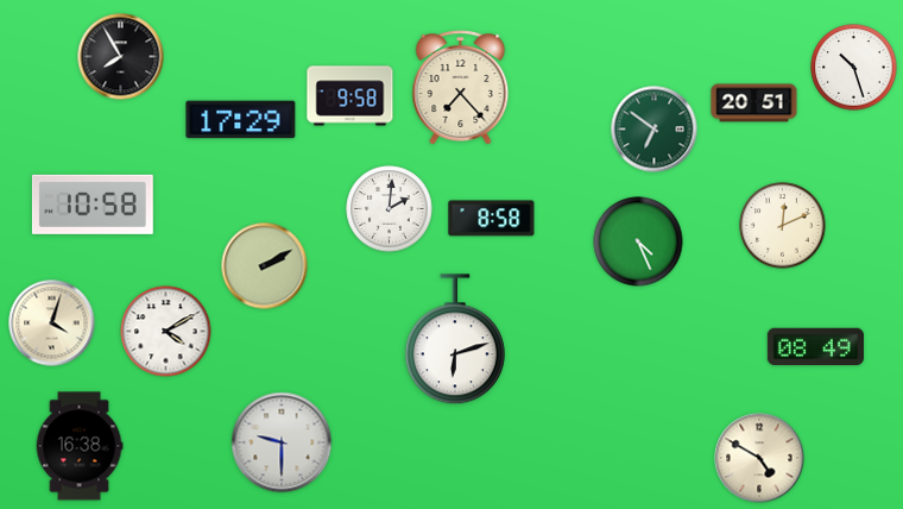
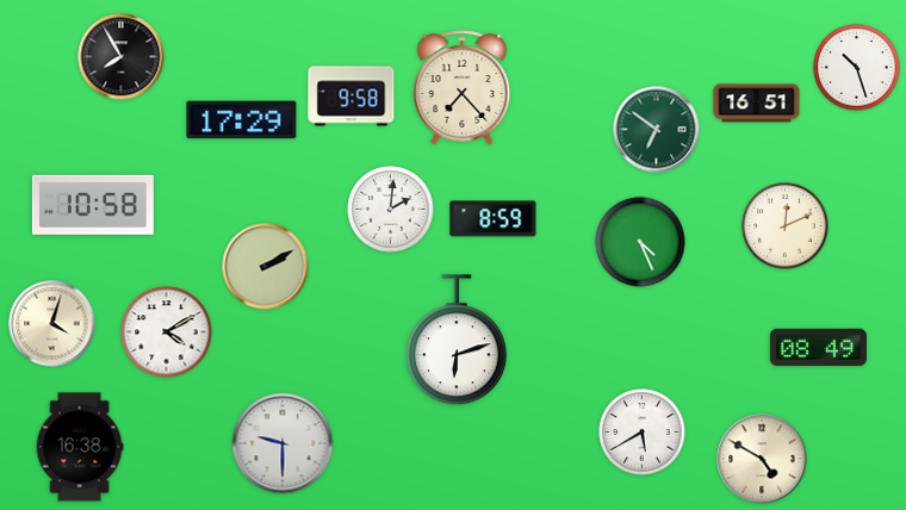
clock at (754, 103): 20:51 -> 16:51
clock at (492, 219): 8:58 -> 8:59
clock at (643, 433): none -> 5:40
